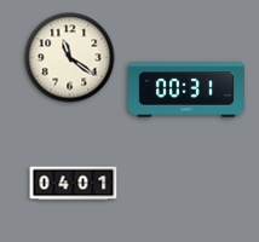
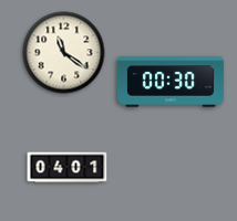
clock at (186, 90): 00:31 -> 00:30
